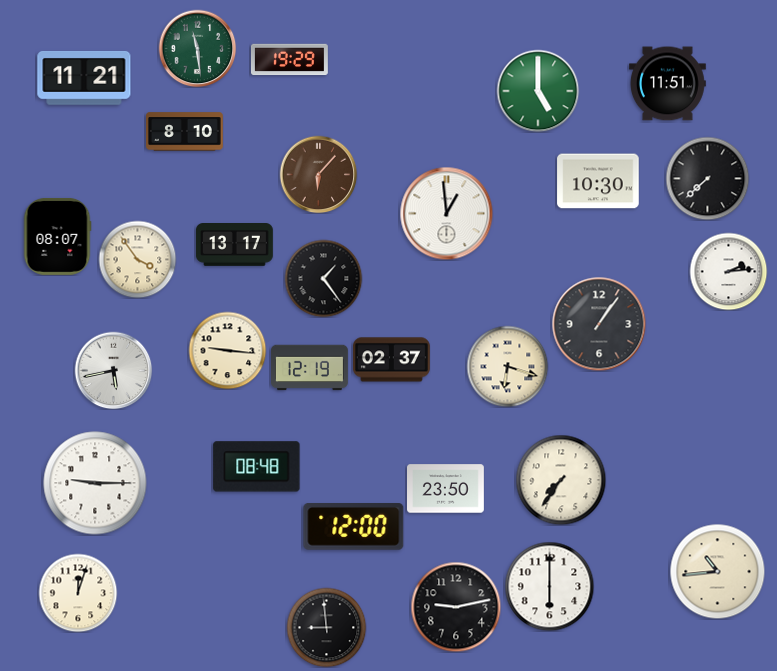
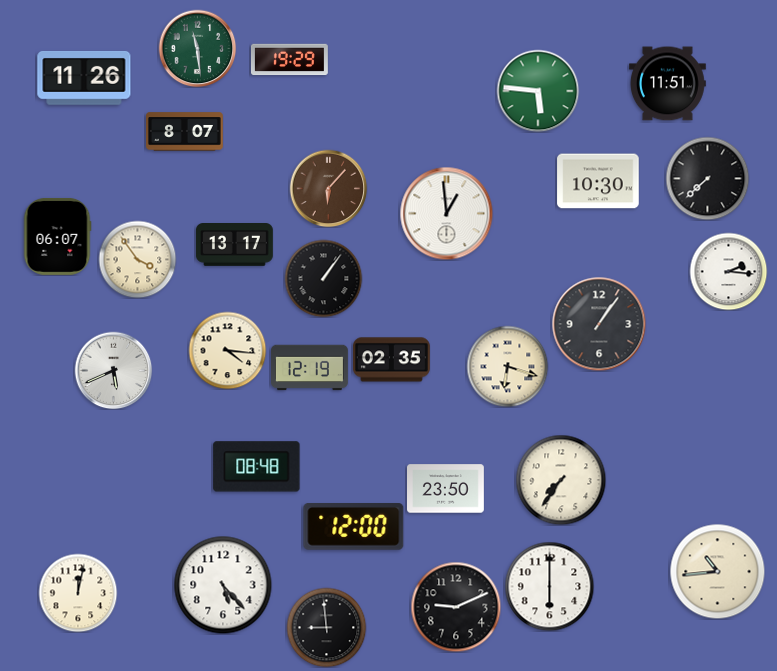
clock at (84, 78): 11:21 -> 11:26
clock at (538, 91): 5:00 -> 5:46
clock at (185, 132): 8:10 -> 8:07
clock at (318, 174) position: (318, 174) -> (328, 188)
clock at (57, 236): 08:07 -> 06:07
clock at (728, 271): 2:14 -> 2:16
clock at (323, 278): 1:24 -> 1:06
clock at (227, 350): 9:16 -> 4:16
clock at (391, 360): 02:37 -> 02:35
clock at (113, 370): 5:43 -> 5:41
clock at (95, 483): 9:15 -> none
clock at (223, 585): none -> 5:23
clock at (78, 593): 12:03 -> 12:02
clock at (456, 607): 9:13 -> 9:11
